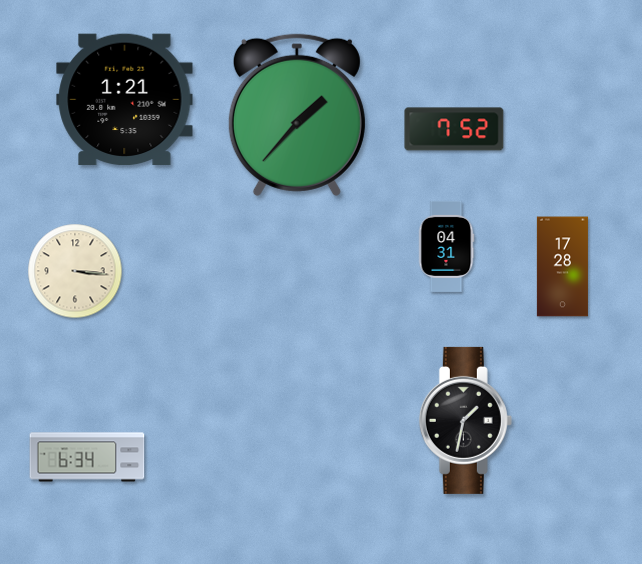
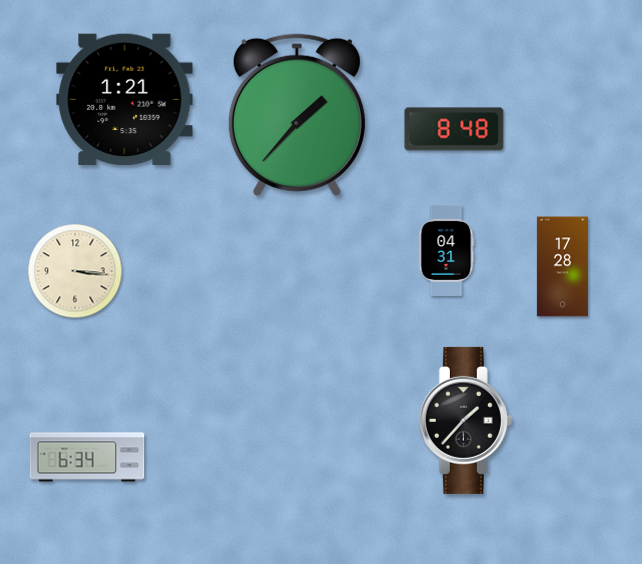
clock at (454, 129): 7:52 -> 8:48
clock at (446, 246) position: (446, 246) -> (446, 250)
clock at (465, 420): 1:32 -> 1:37
